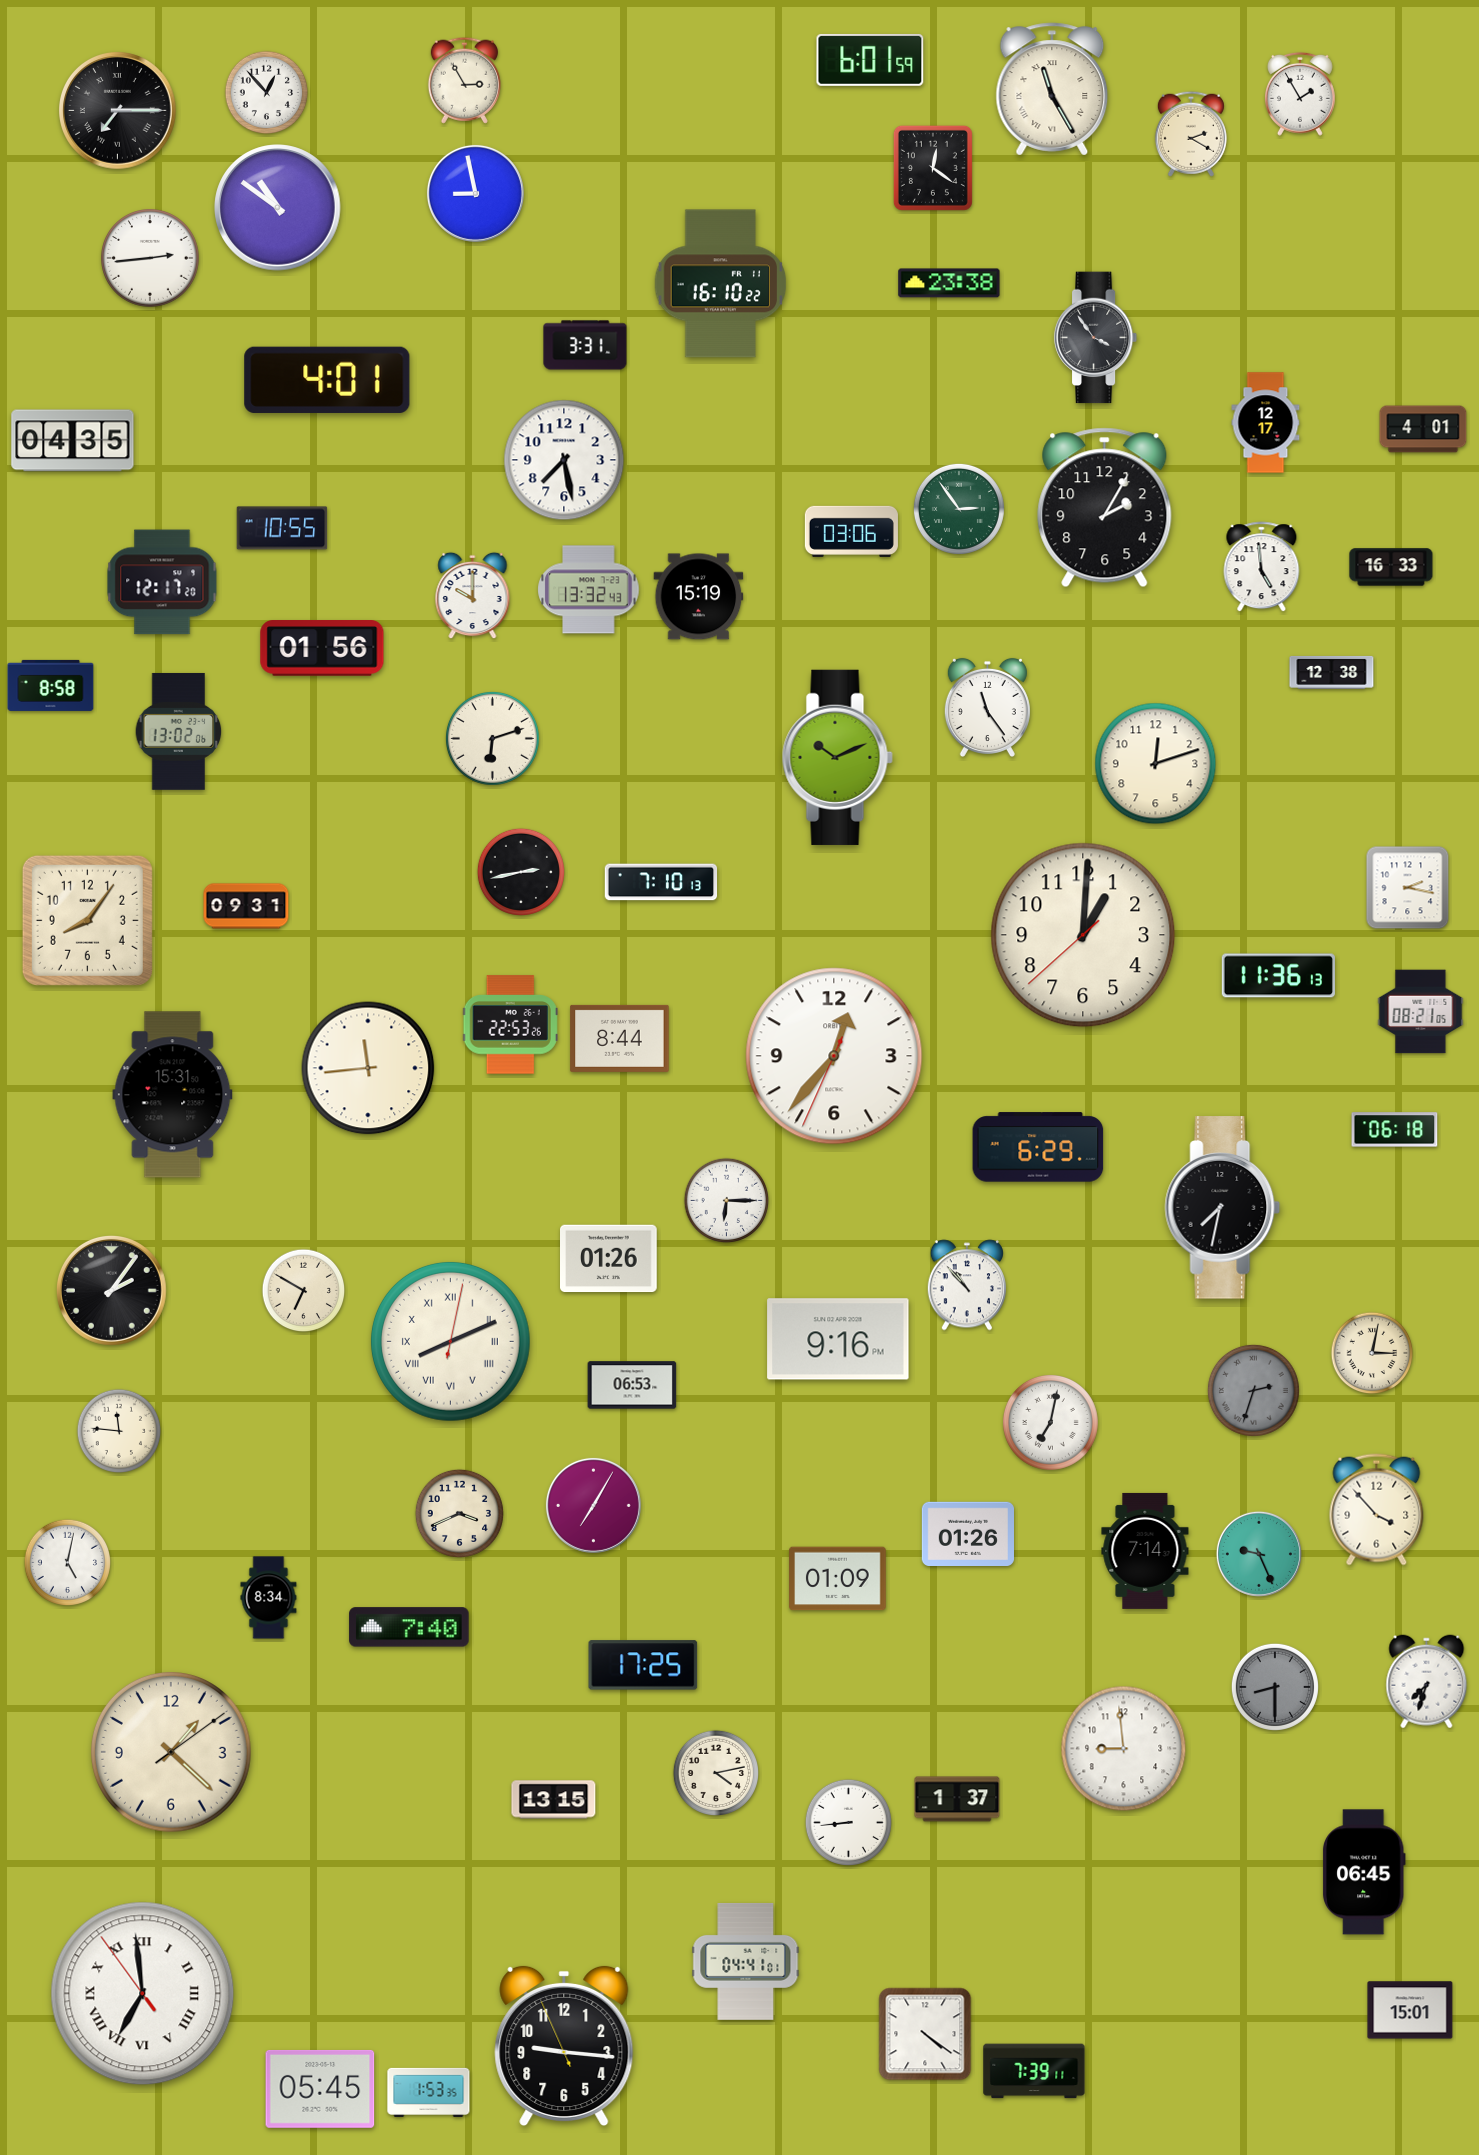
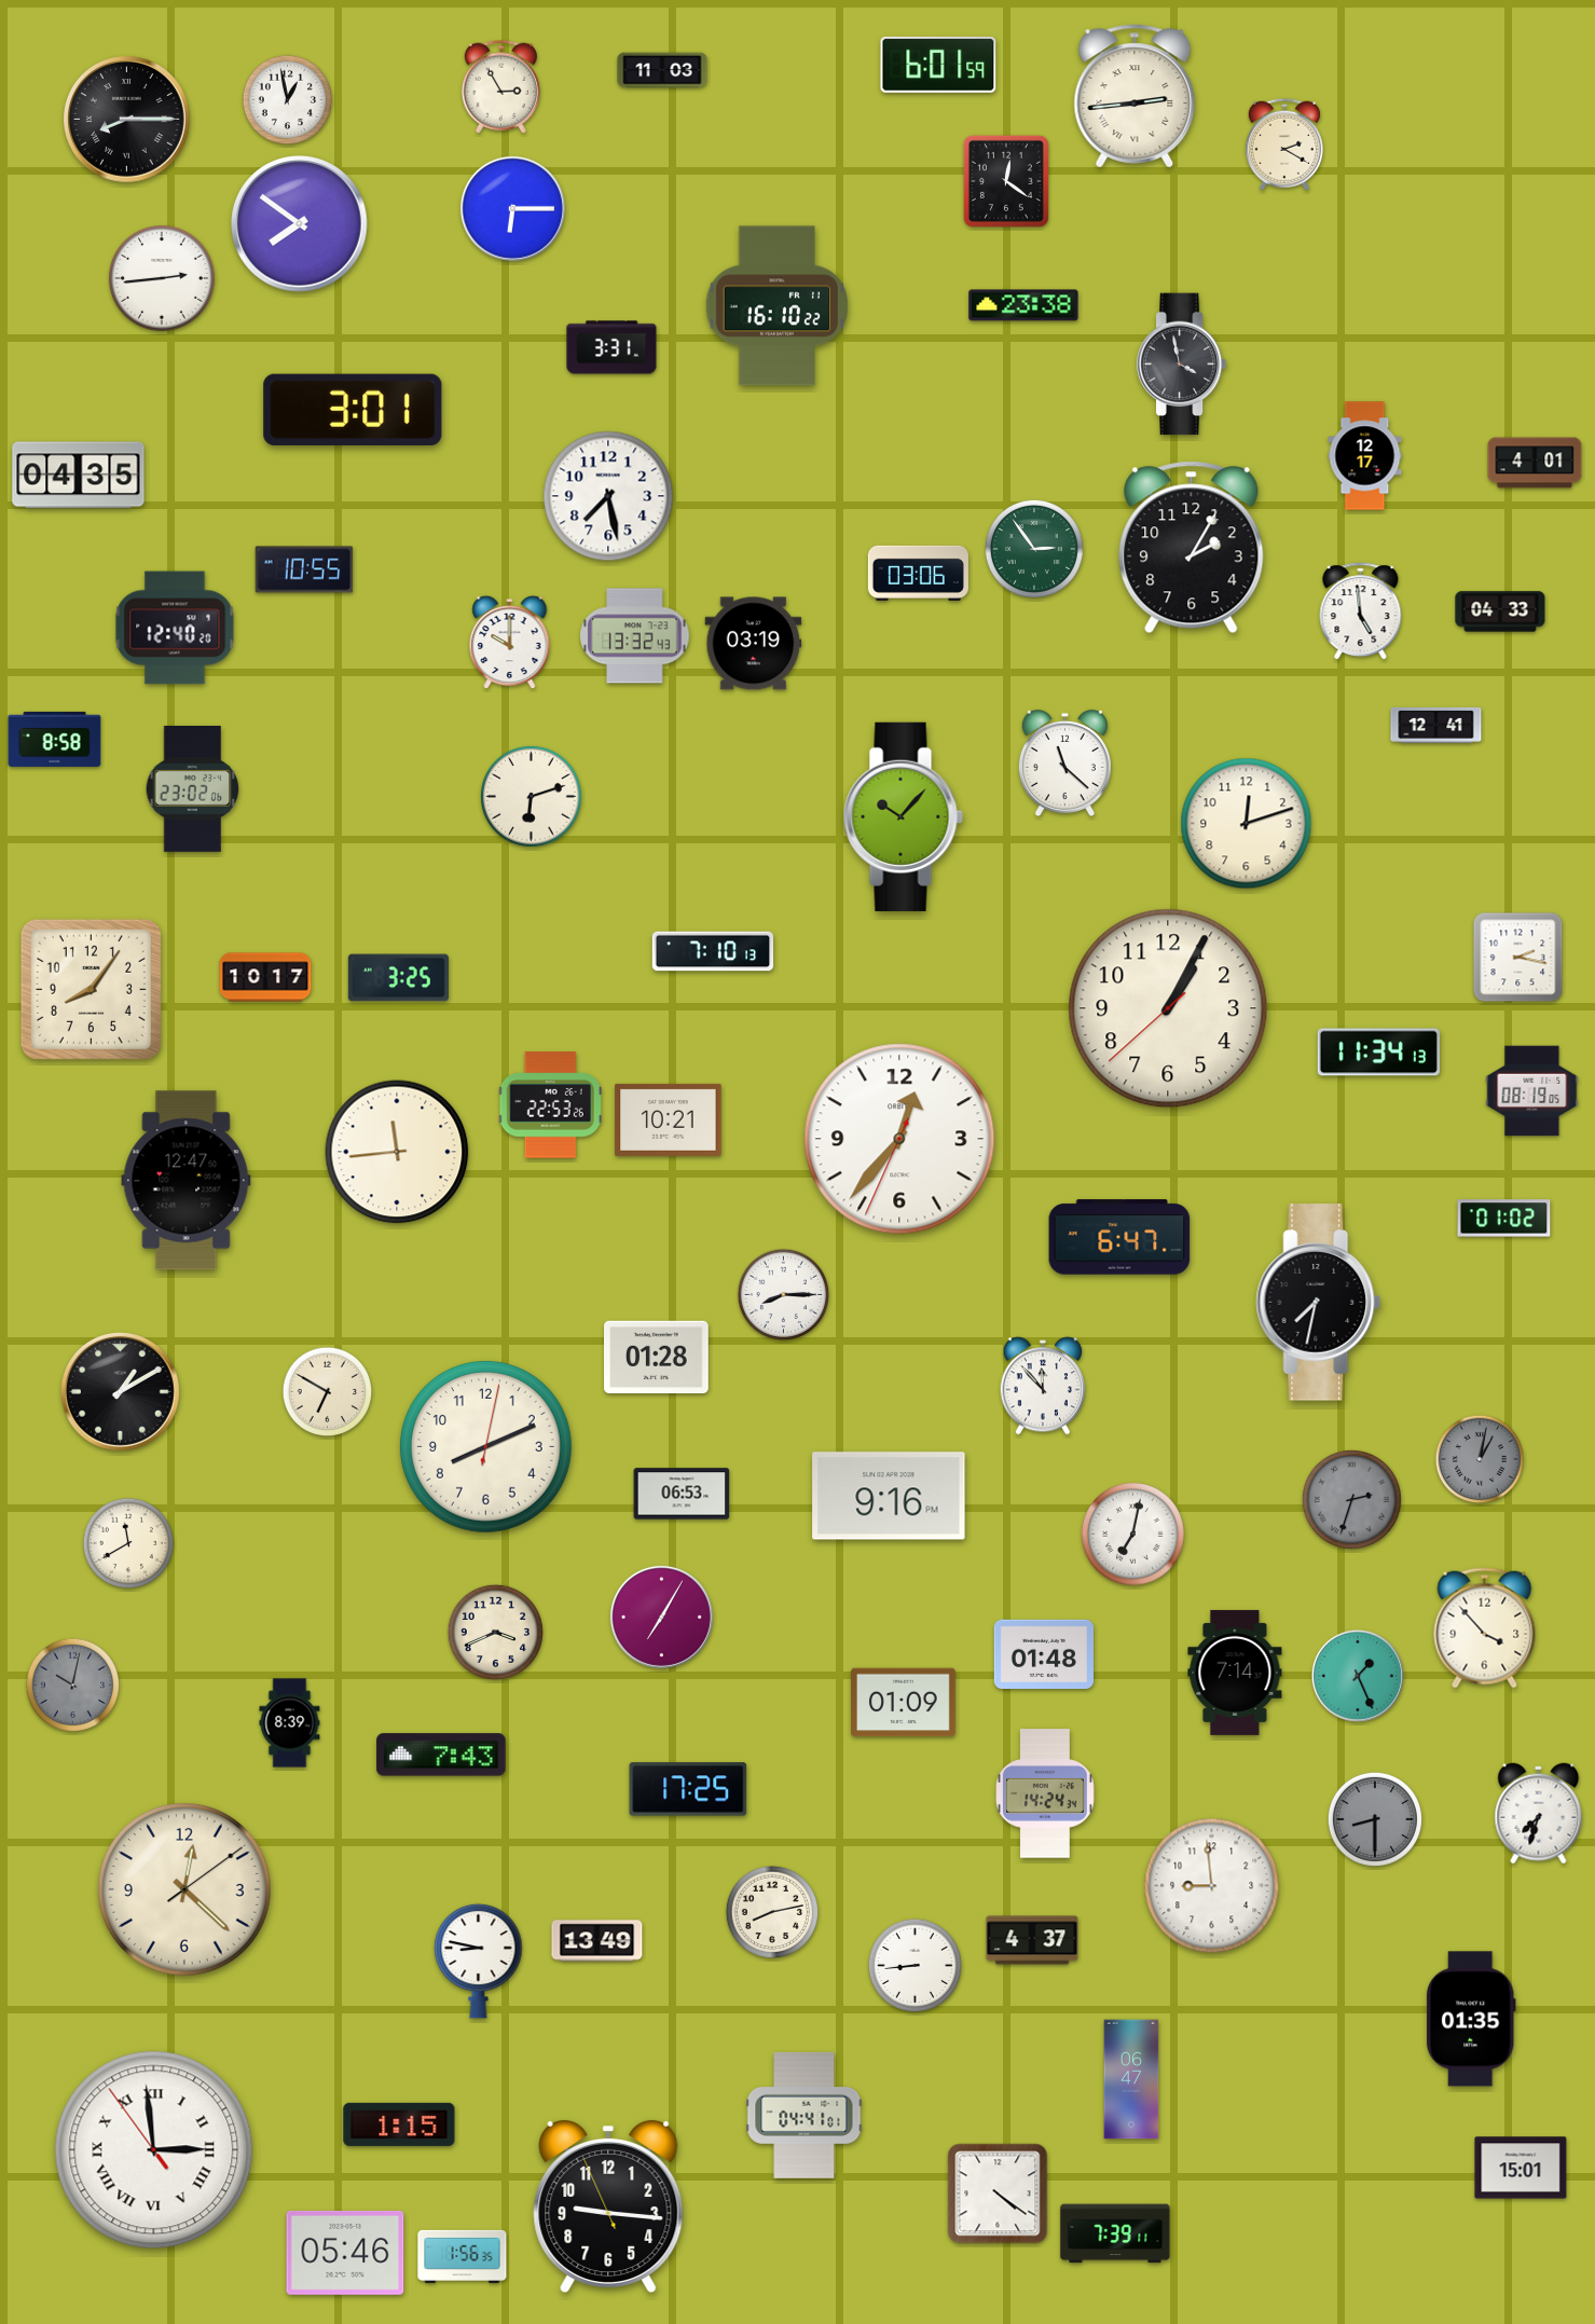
clock at (662, 70): none -> 11:03
clock at (1052, 89): 11:25 -> 2:44
clock at (267, 93): 12:53 -> 12:58
clock at (1300, 94): 1:55 -> none
clock at (118, 111): 7:15 -> 8:15
clock at (475, 193): 8:58 -> 6:15
clock at (278, 208): 10:51 -> 7:51
clock at (1096, 338): 3:54 -> 3:58
clock at (585, 345) position: (585, 345) -> (611, 347)
clock at (327, 380): 4:01 -> 3:01
clock at (1391, 567): 16:33 -> 04:33
clock at (162, 582): 12:17 -> 12:40
clock at (699, 597): 15:19 -> 03:19
clock at (322, 648): 01:56 -> none
clock at (1332, 672): 12:38 -> 12:41
clock at (987, 707): 11:24 -> 11:22
clock at (179, 731): 13:02 -> 23:02
clock at (837, 757): 10:11 -> 10:07
clock at (521, 872): 2:43 -> none
clock at (246, 906): 09:31 -> 10:17
clock at (398, 978): none -> 3:25
clock at (87, 920) position: (87, 920) -> (91, 989)
clock at (1083, 935): 1:00 -> 1:04
clock at (1278, 976): 11:36 -> 11:34
clock at (1421, 1012): 08:21 -> 08:19
clock at (620, 1038): 8:44 -> 10:21
clock at (173, 1095): 15:31 -> 12:47
clock at (1395, 1130): 06:18 -> 01:02
clock at (1038, 1147): 6:29 -> 6:47
clock at (726, 1200): 6:15 -> 8:15
clock at (609, 1259): 01:26 -> 01:28
clock at (966, 1285): 10:53 -> 11:53
clock at (111, 1290): 2:06 -> 1:10
clock at (838, 1339) position: (838, 1339) -> (889, 1496)
clock at (450, 1341) numerals: Roman -> Arabic
clock at (1372, 1353): 3:02 -> 1:02
clock at (1372, 1353) dial: cream -> grey
clock at (119, 1431): 11:46 -> 11:40
clock at (593, 1505) position: (593, 1505) -> (661, 1617)
clock at (967, 1534): 01:26 -> 01:48
clock at (1259, 1554): 9:26 -> 1:26
clock at (67, 1562): 5:02 -> 10:02
clock at (67, 1562) dial: white -> grey
clock at (269, 1598): 8:34 -> 8:39
clock at (409, 1627): 7:40 -> 7:43
clock at (1046, 1793): none -> 14:24
clock at (643, 1665) position: (643, 1665) -> (688, 1789)
clock at (172, 1753): 1:22 -> 12:22
clock at (715, 1772): 4:13 -> 8:13
clock at (957, 1799): 1:37 -> 4:37
clock at (554, 1800): 13:15 -> 13:49
clock at (479, 1961): none -> 8:47
clock at (1364, 1872): 06:45 -> 01:35
clock at (1131, 2079): none -> 06:47
clock at (399, 2124): none -> 1:15
clock at (143, 1994): 6:58 -> 2:58
clock at (320, 2089): 05:45 -> 05:46
clock at (429, 2092): 1:53 -> 1:56
